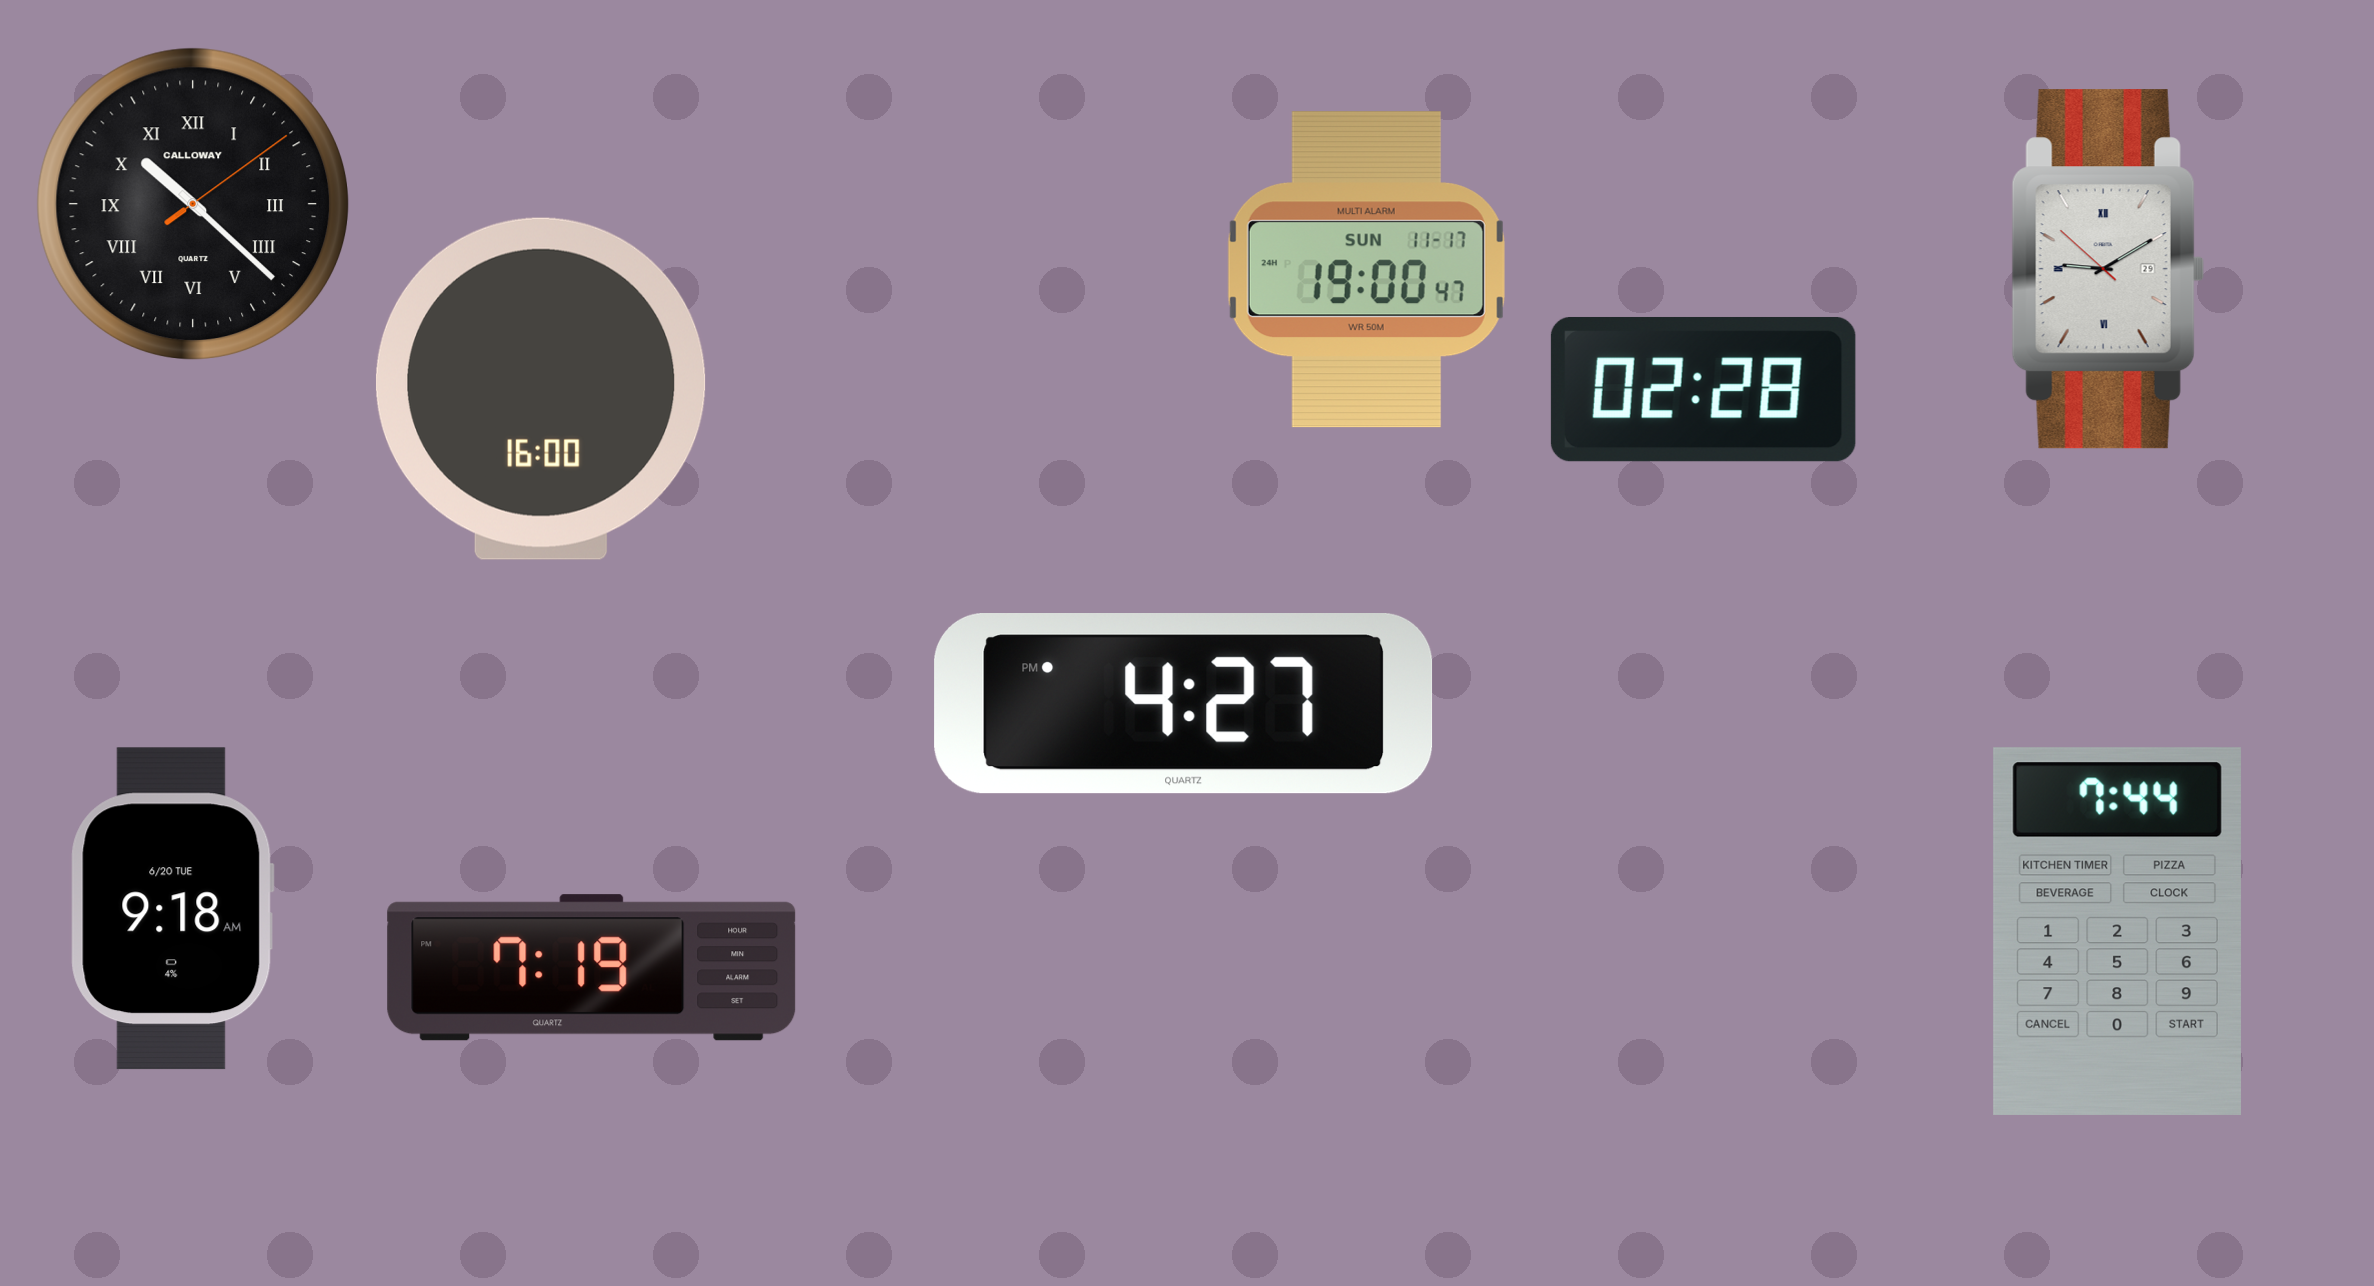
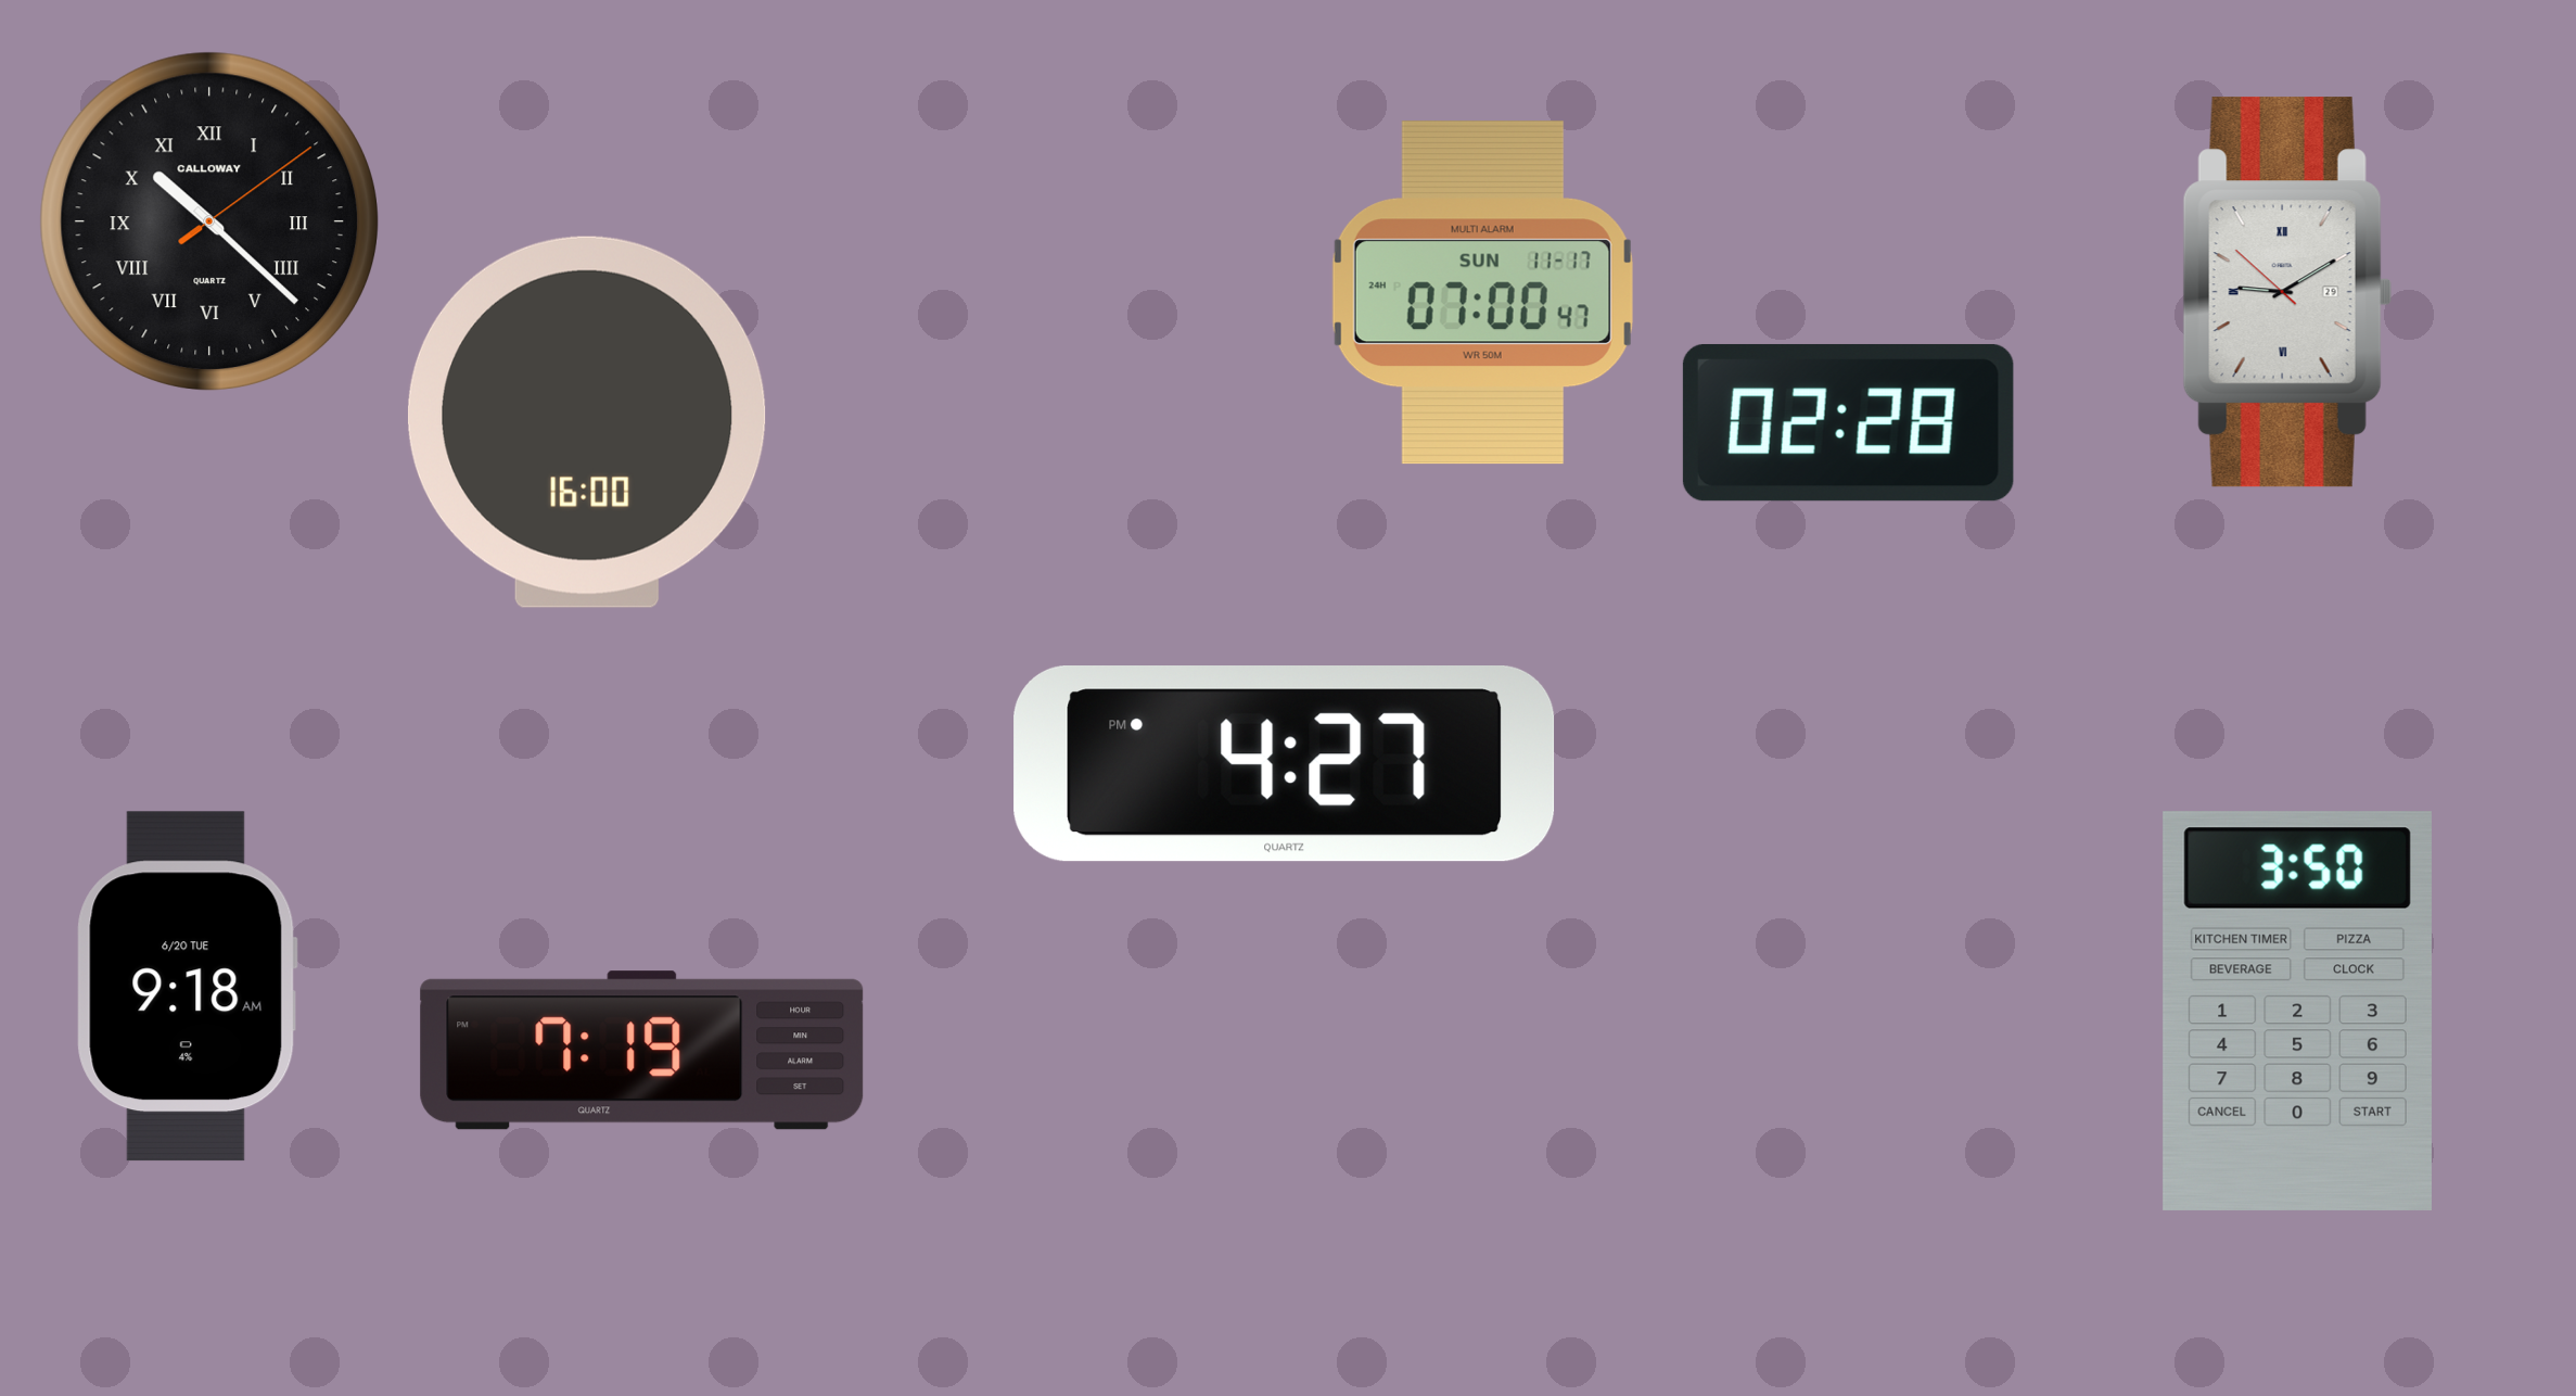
clock at (1366, 270): 19:00 -> 07:00
clock at (2117, 931): 7:44 -> 3:50
